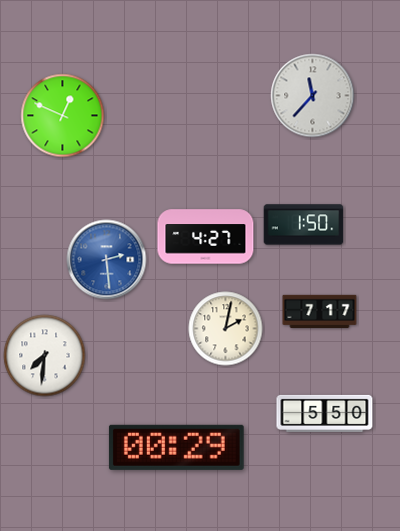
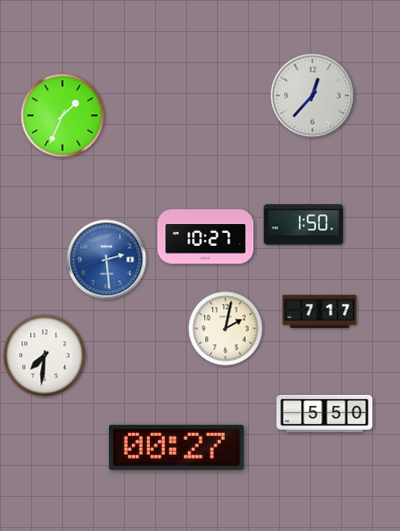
clock at (313, 96): 11:37 -> 12:37
clock at (63, 116): 12:49 -> 1:34
clock at (206, 237): 4:27 -> 10:27
clock at (176, 447): 00:29 -> 00:27
